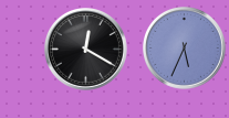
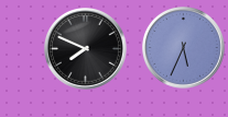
clock at (86, 50): 12:20 -> 7:49
